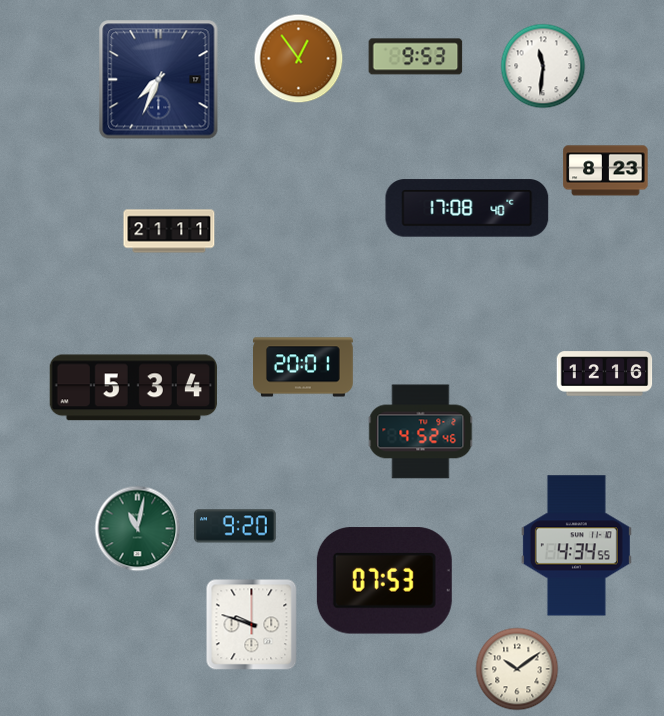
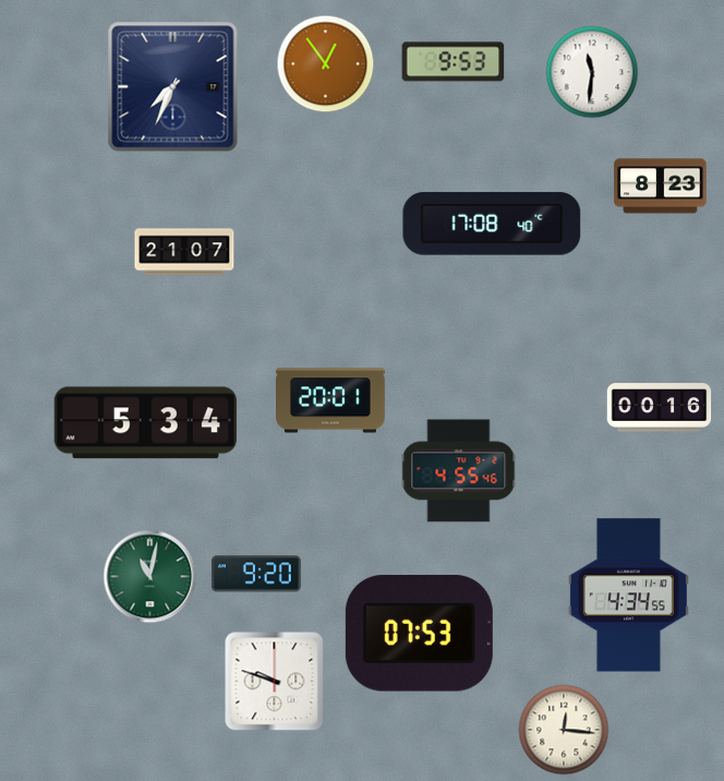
clock at (467, 208) position: (467, 208) -> (492, 224)
clock at (169, 231): 21:11 -> 21:07
clock at (605, 374): 12:16 -> 00:16
clock at (421, 432): 4:52 -> 4:55
clock at (517, 669): 10:09 -> 12:16
